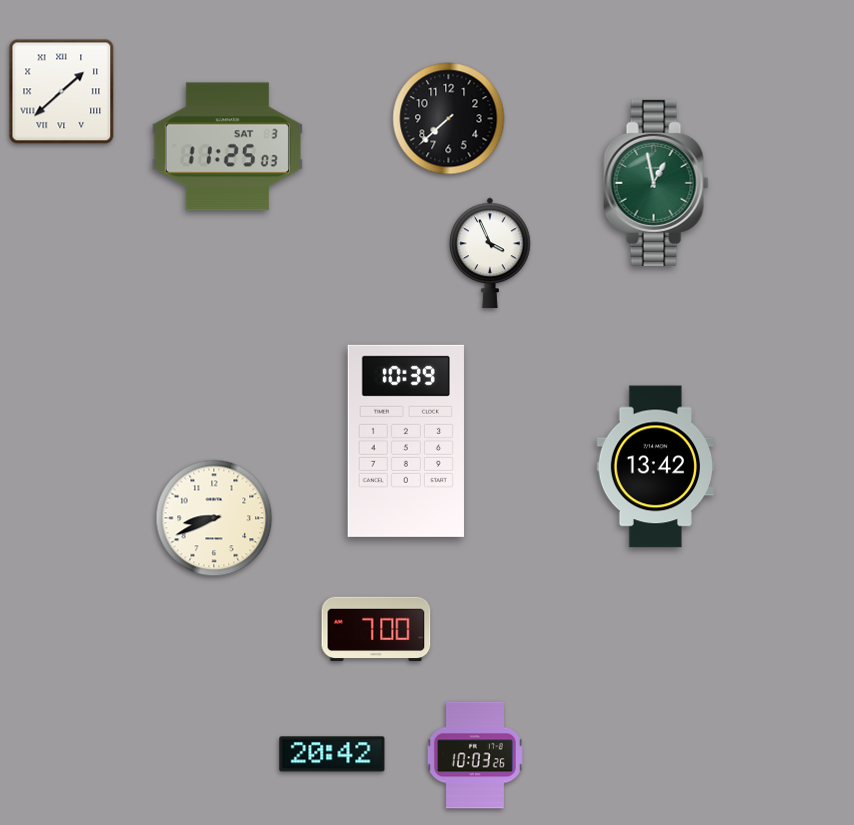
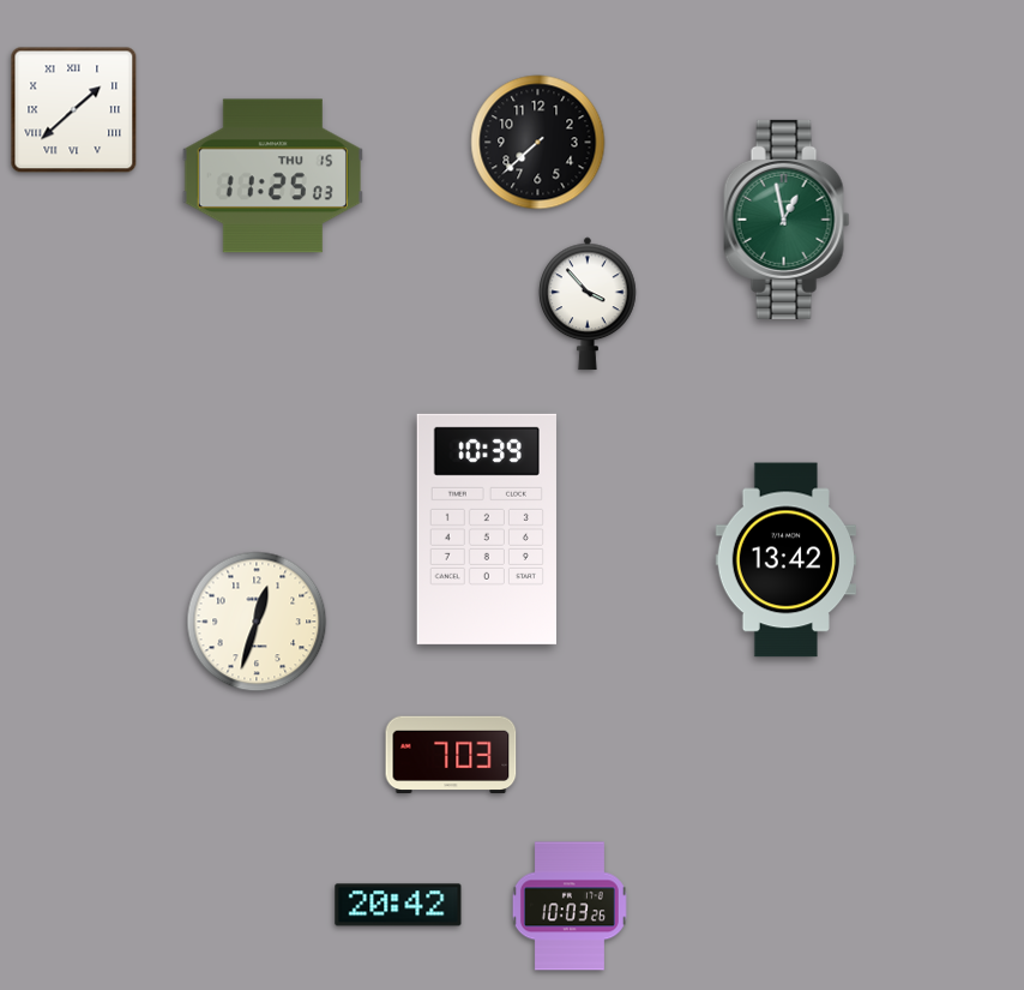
clock at (227, 147) date: SAT 3 -> THU 15
clock at (491, 253): 3:56 -> 3:53
clock at (214, 518): 8:41 -> 12:33
clock at (376, 629): 7:00 -> 7:03
